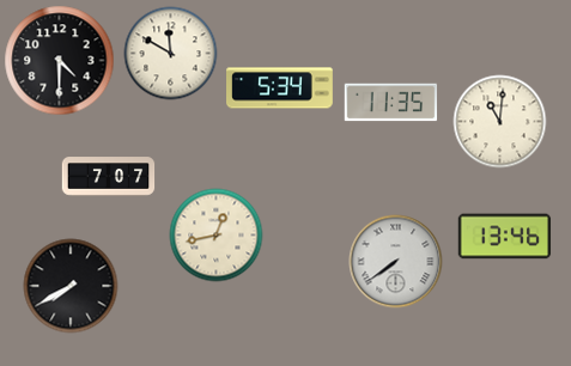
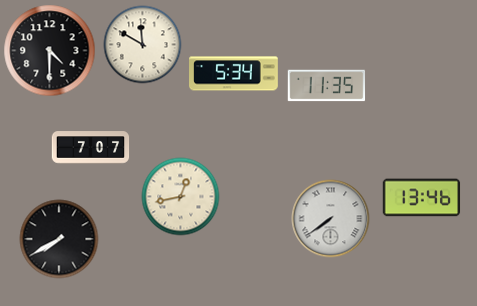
clock at (499, 121): 11:01 -> none
